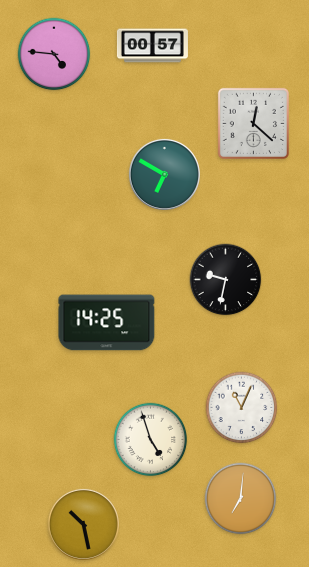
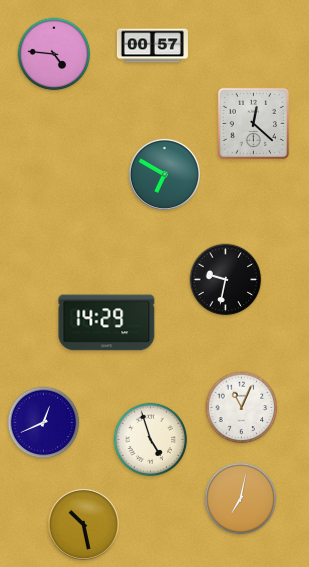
clock at (107, 323): 14:25 -> 14:29
clock at (44, 423): none -> 12:41
clock at (241, 499): 7:01 -> 7:02
